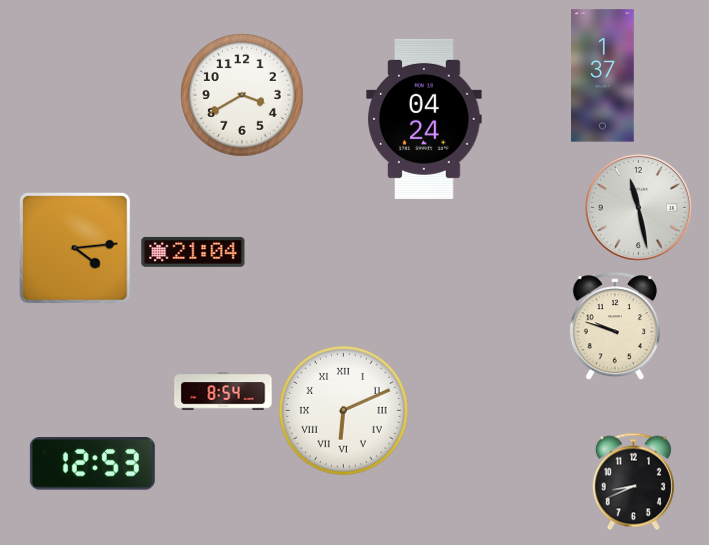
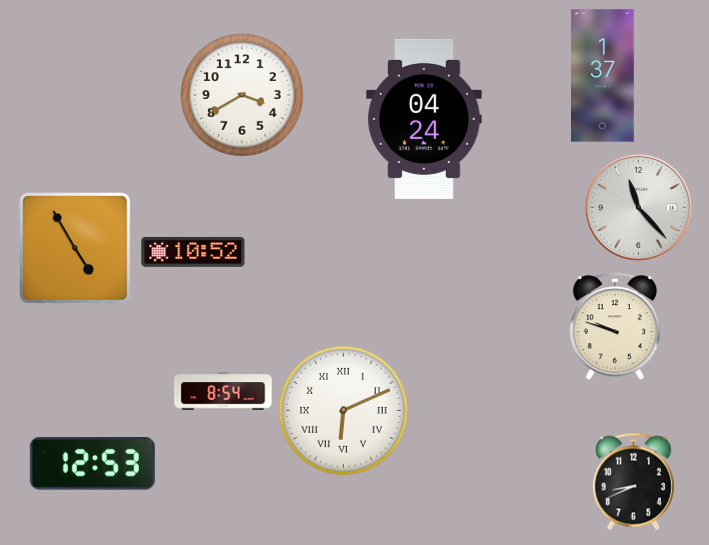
clock at (638, 207): 11:28 -> 11:23
clock at (76, 249): 4:14 -> 4:55
clock at (193, 252): 21:04 -> 10:52
